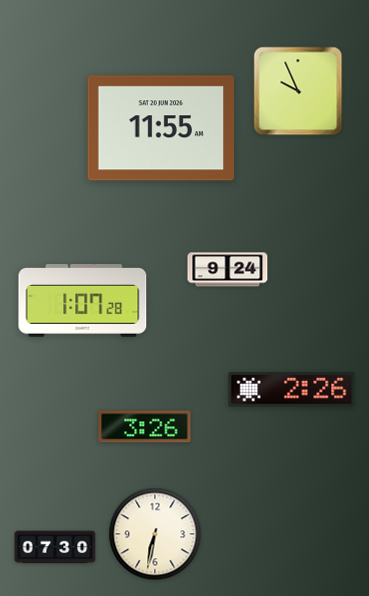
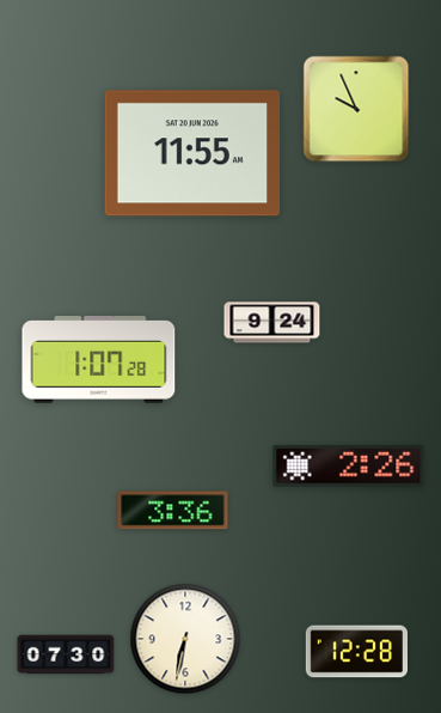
clock at (145, 427): 3:26 -> 3:36
clock at (356, 652): none -> 12:28
